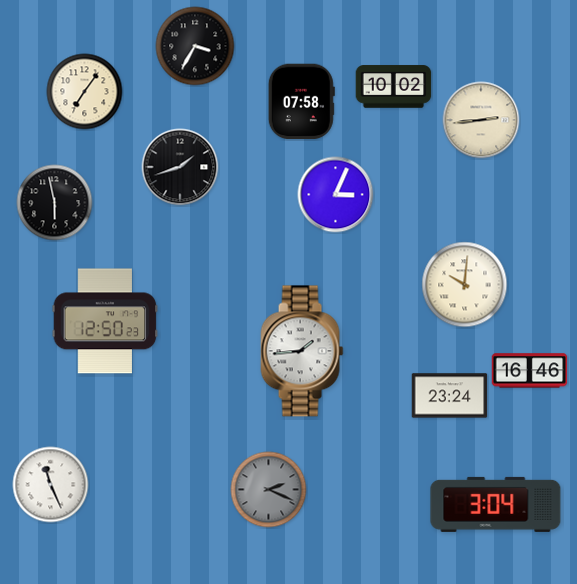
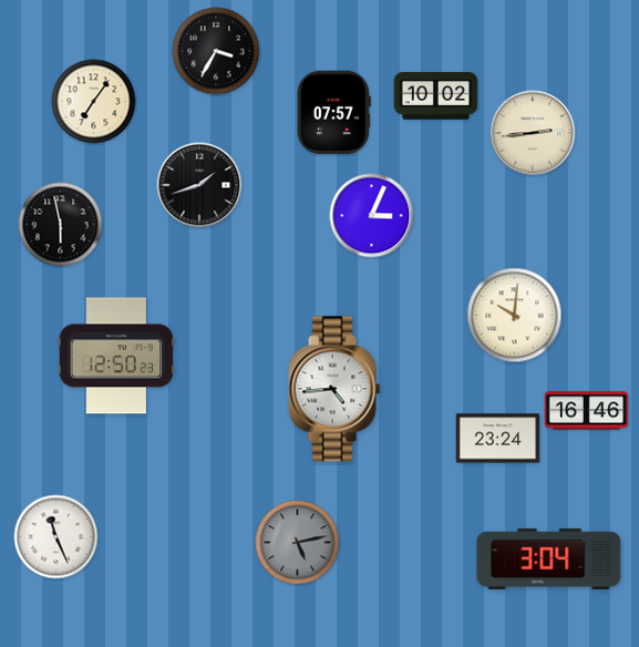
clock at (301, 102): 07:58 -> 07:57
clock at (302, 351): 1:44 -> 4:44
clock at (269, 490): 2:19 -> 5:13
